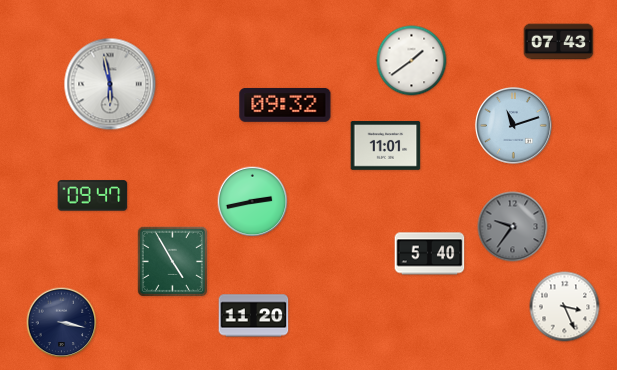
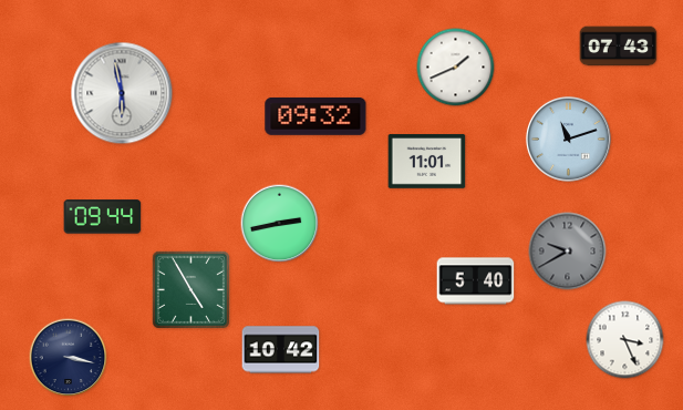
clock at (412, 61): 1:39 -> 1:41
clock at (93, 196): 09:47 -> 09:44
clock at (513, 227): 9:36 -> 9:40
clock at (254, 316): 11:20 -> 10:42
